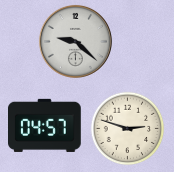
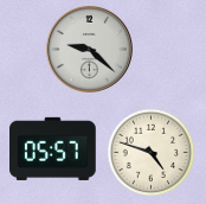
clock at (45, 125): 04:57 -> 05:57
clock at (128, 129): 2:48 -> 4:48
